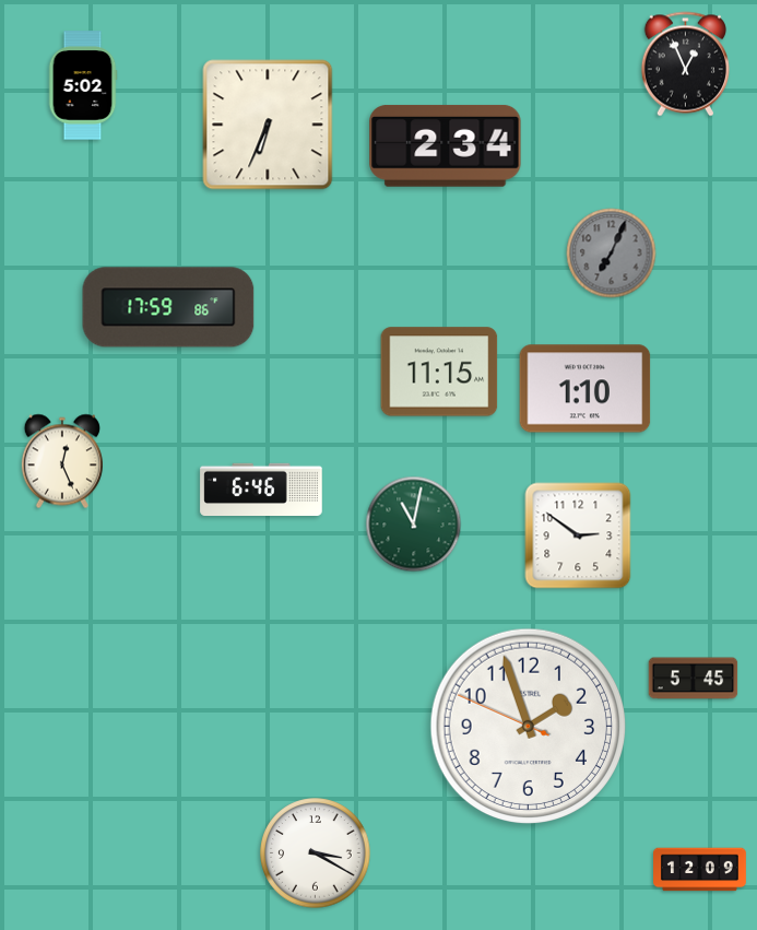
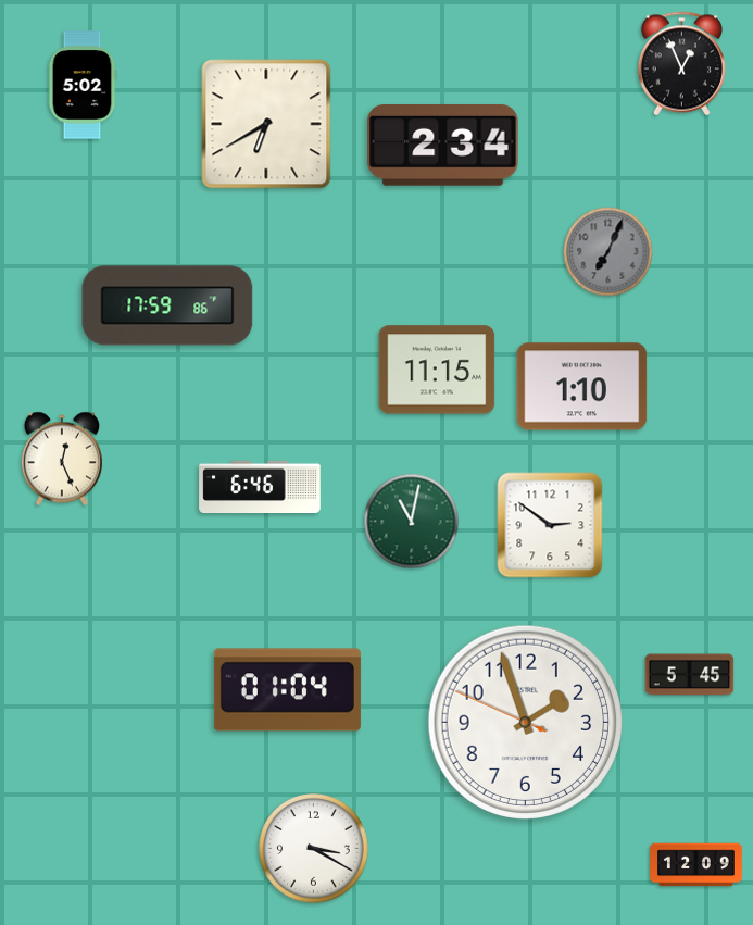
clock at (268, 125): 6:34 -> 6:40
clock at (578, 535) position: (578, 535) -> (550, 525)
clock at (287, 690): none -> 01:04
